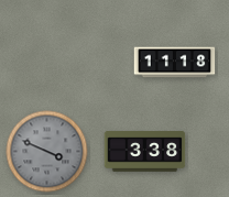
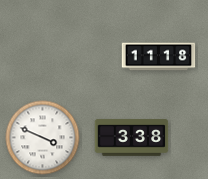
clock at (47, 152) dial: grey -> white
